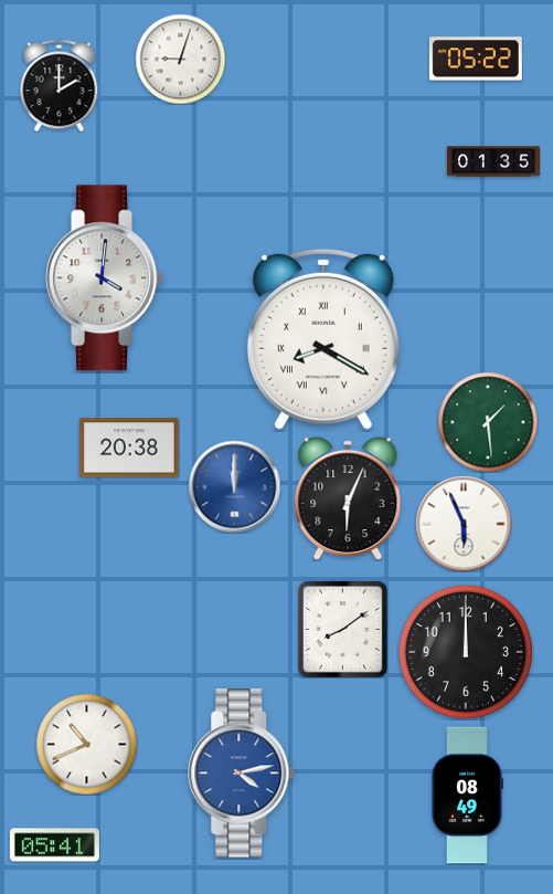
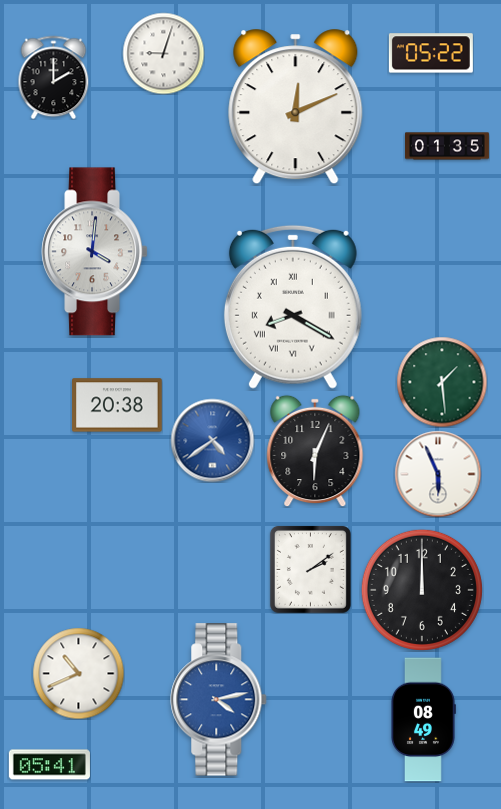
clock at (296, 107): none -> 12:11
clock at (234, 486): 12:00 -> 4:39
clock at (464, 524) position: (464, 524) -> (438, 474)
clock at (342, 629): 8:09 -> 2:09
